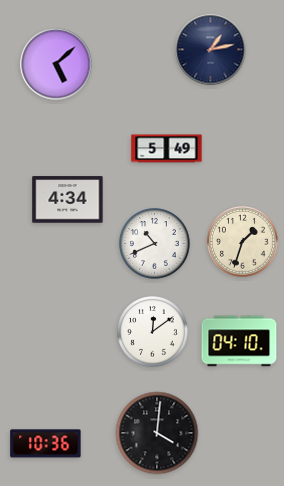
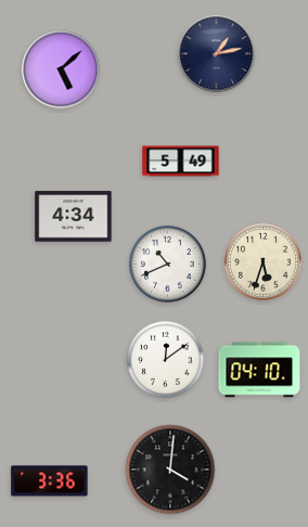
clock at (211, 50) position: (211, 50) -> (217, 54)
clock at (243, 242): 1:33 -> 5:33
clock at (46, 444): 10:36 -> 3:36
